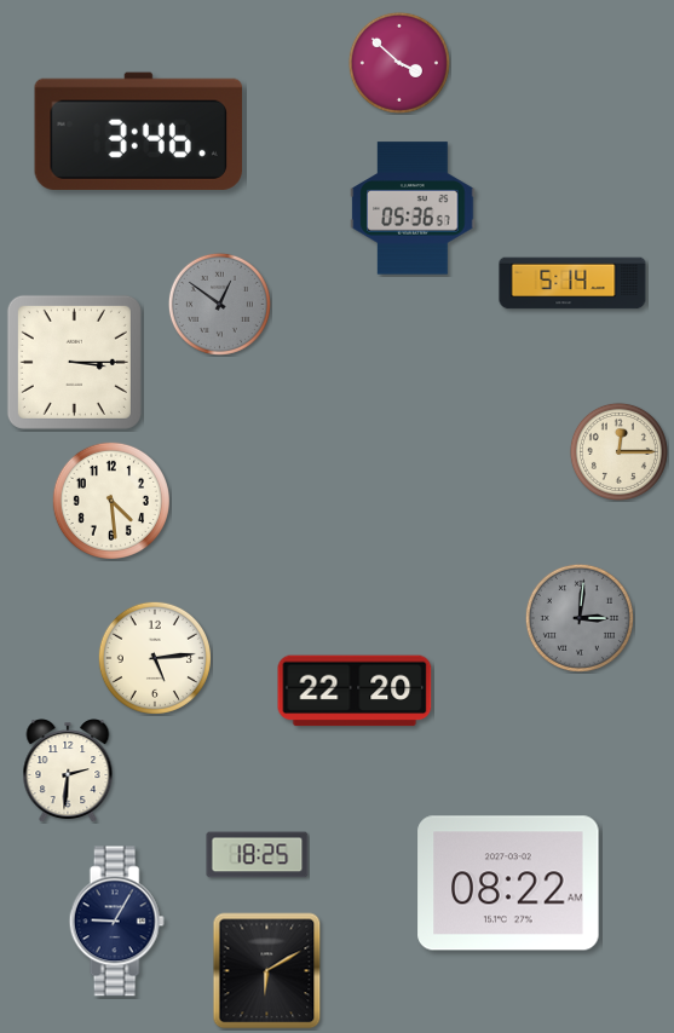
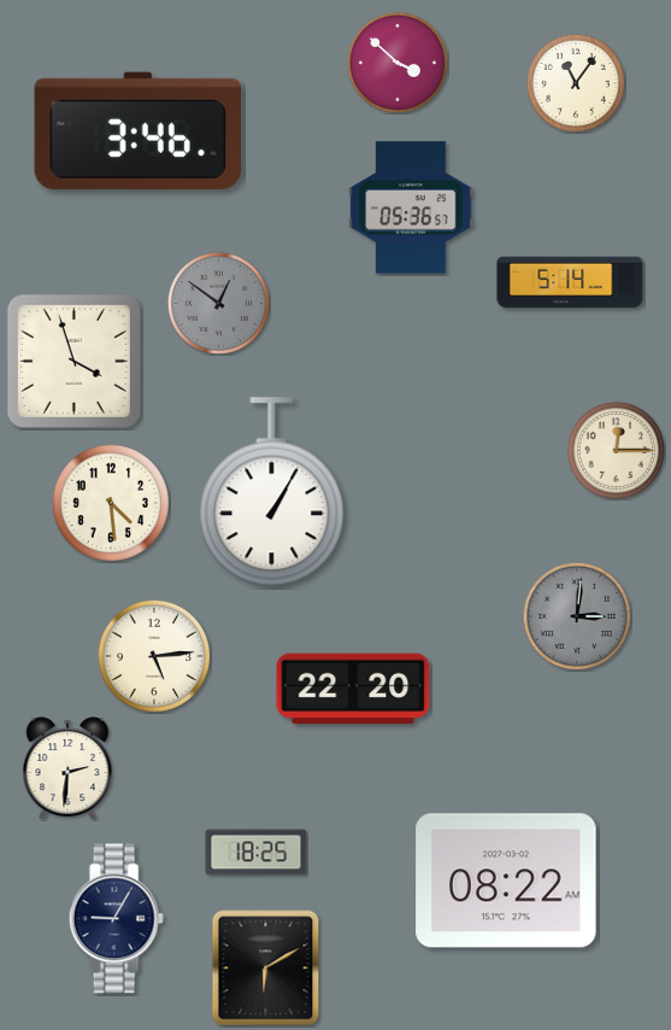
clock at (576, 83): none -> 11:06
clock at (74, 362): 3:15 -> 3:57
clock at (272, 492): none -> 1:05
clock at (111, 501) position: (111, 501) -> (111, 503)
